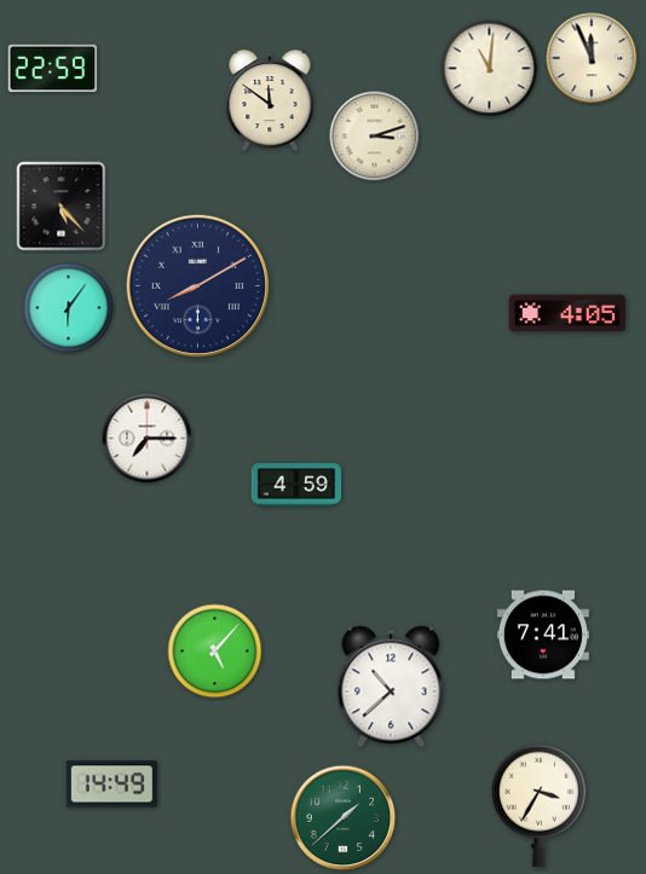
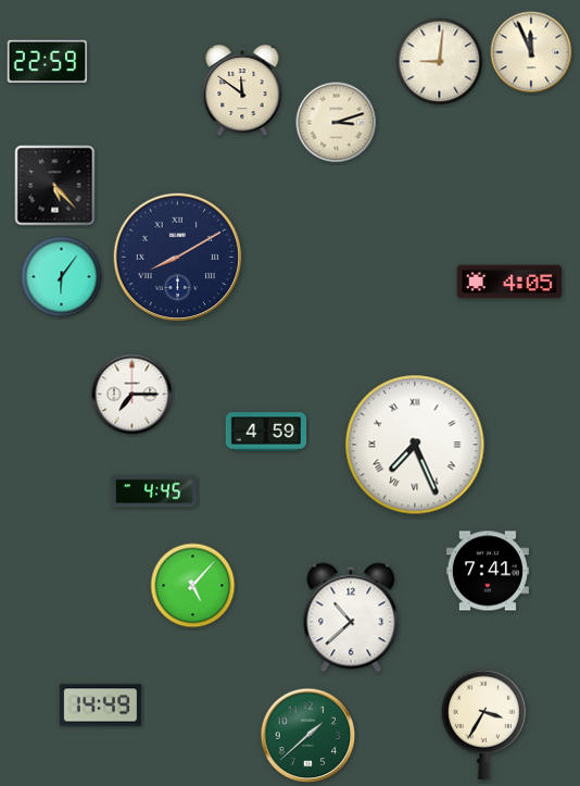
clock at (490, 69): 11:01 -> 9:01
clock at (296, 485) position: (296, 485) -> (266, 432)
clock at (415, 445): none -> 7:26
clock at (154, 491): none -> 4:45
